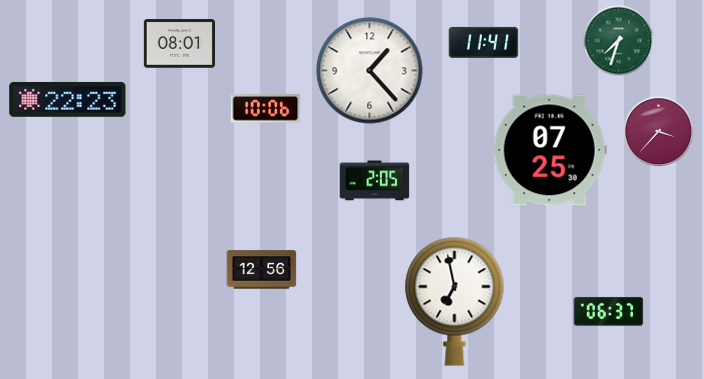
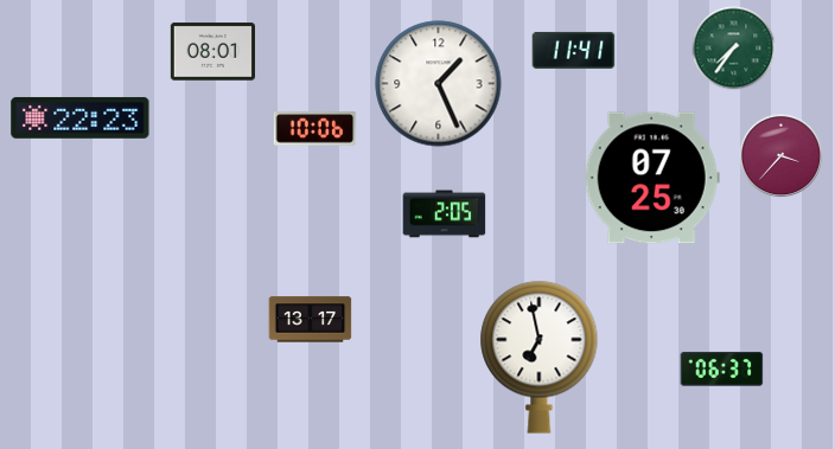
clock at (619, 41): 7:33 -> 7:36
clock at (370, 71): 1:23 -> 1:26
clock at (262, 270): 12:56 -> 13:17
